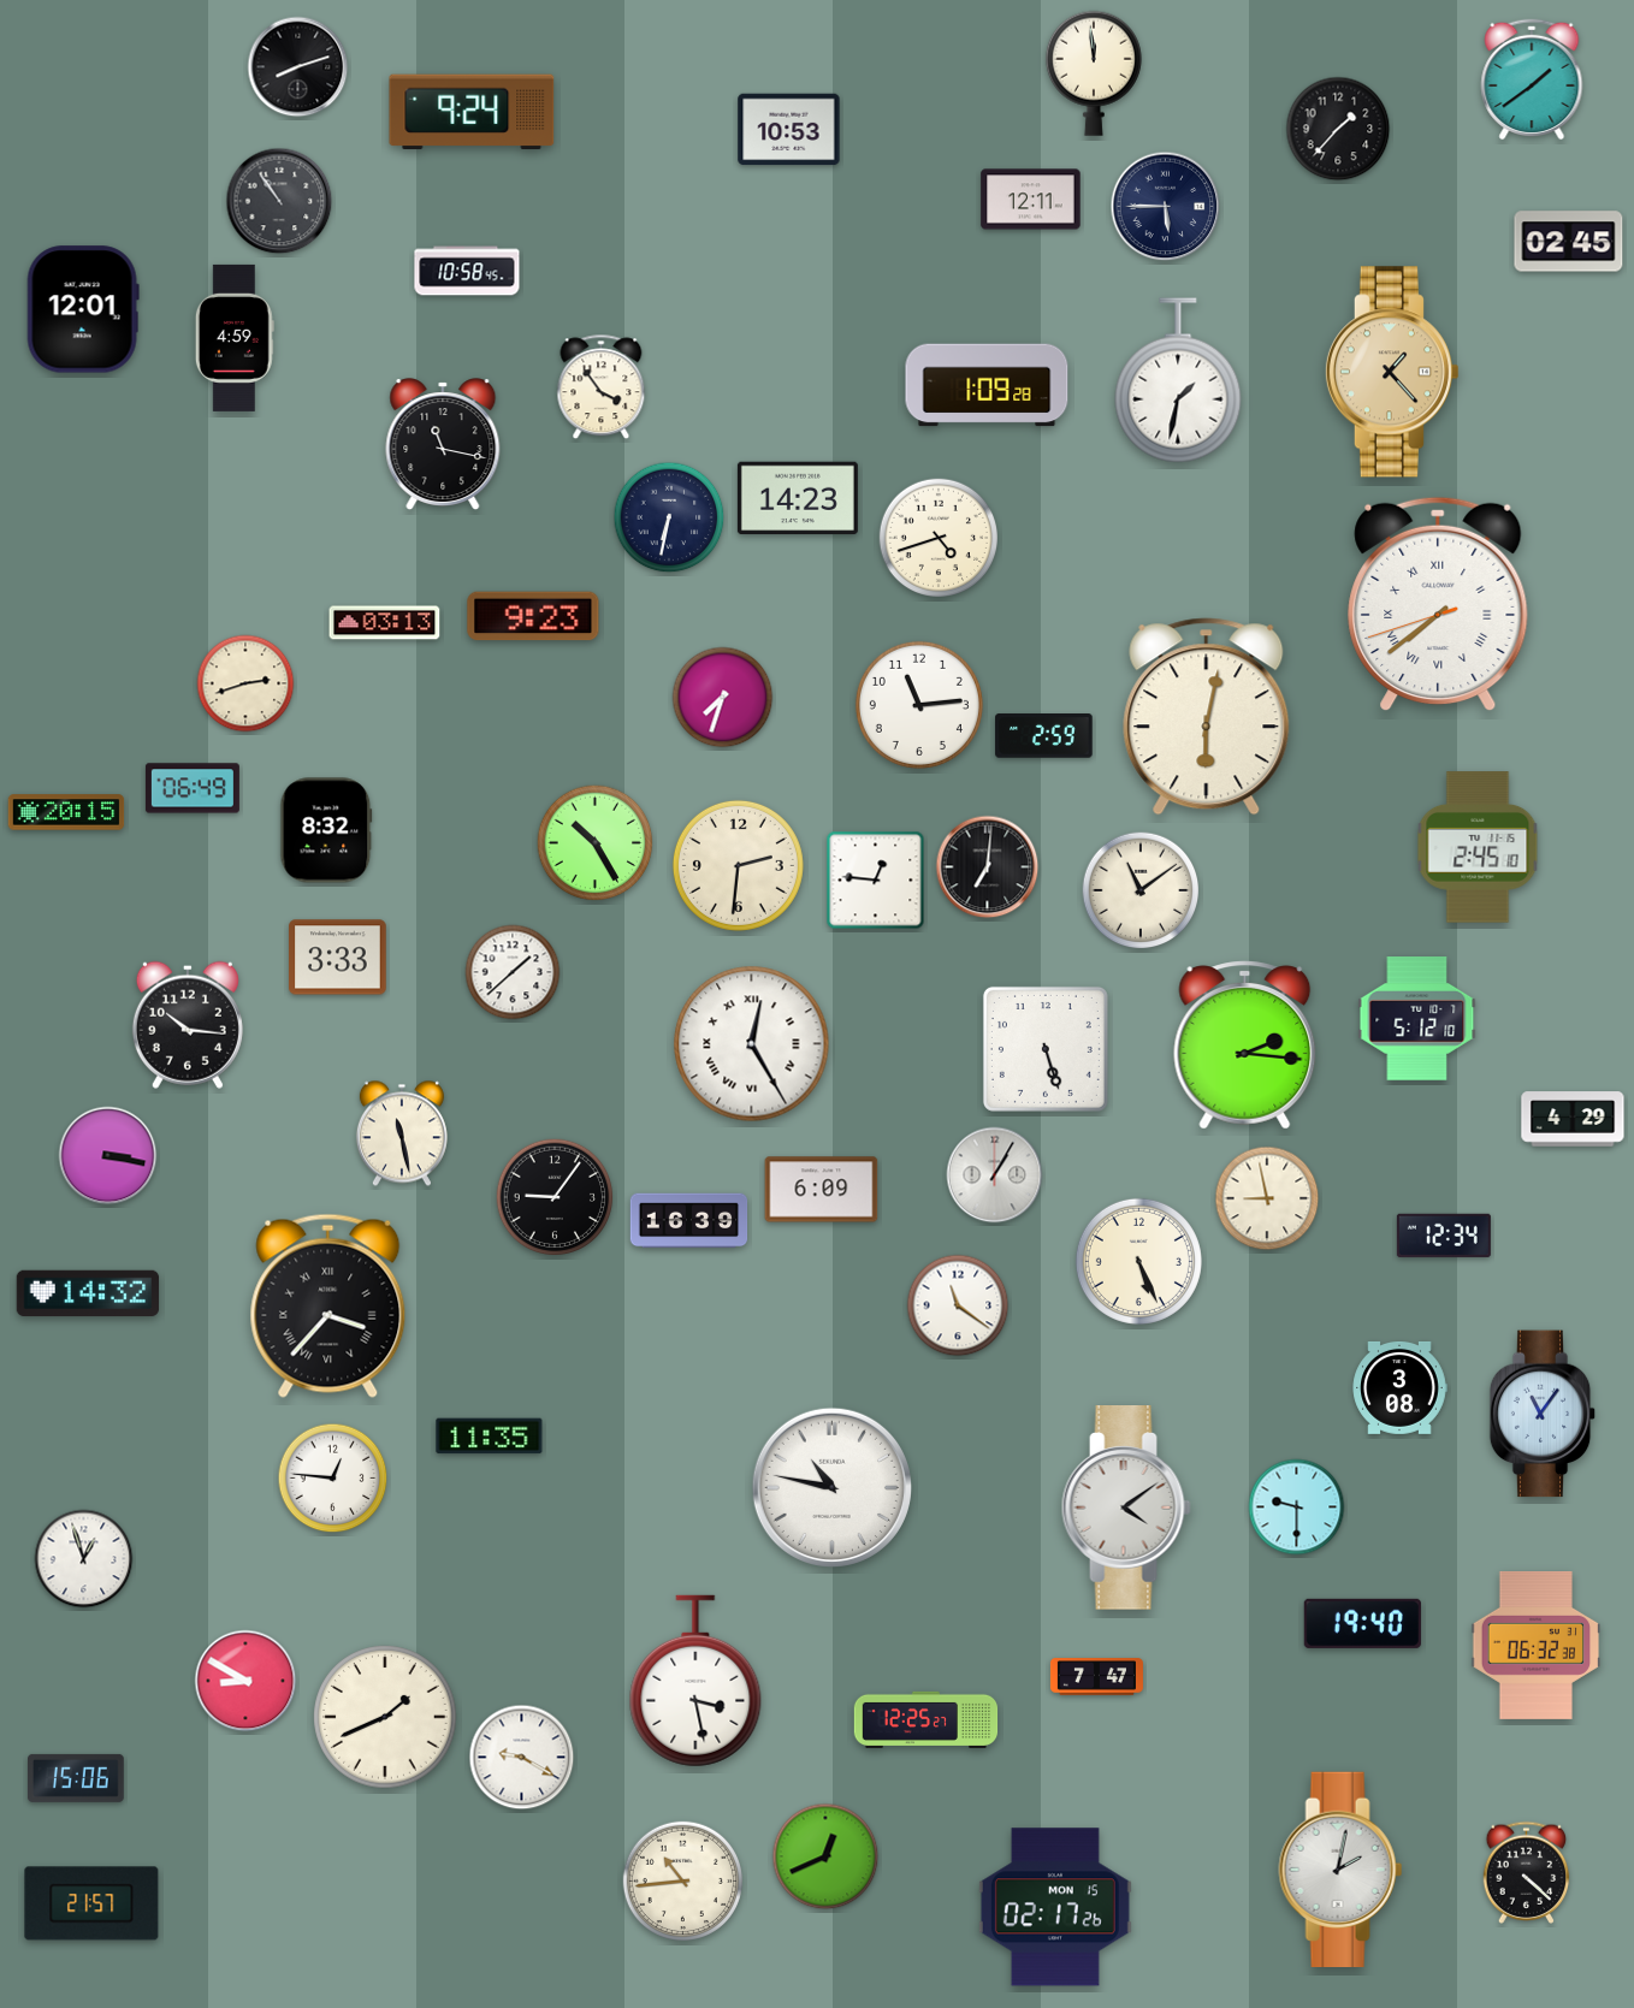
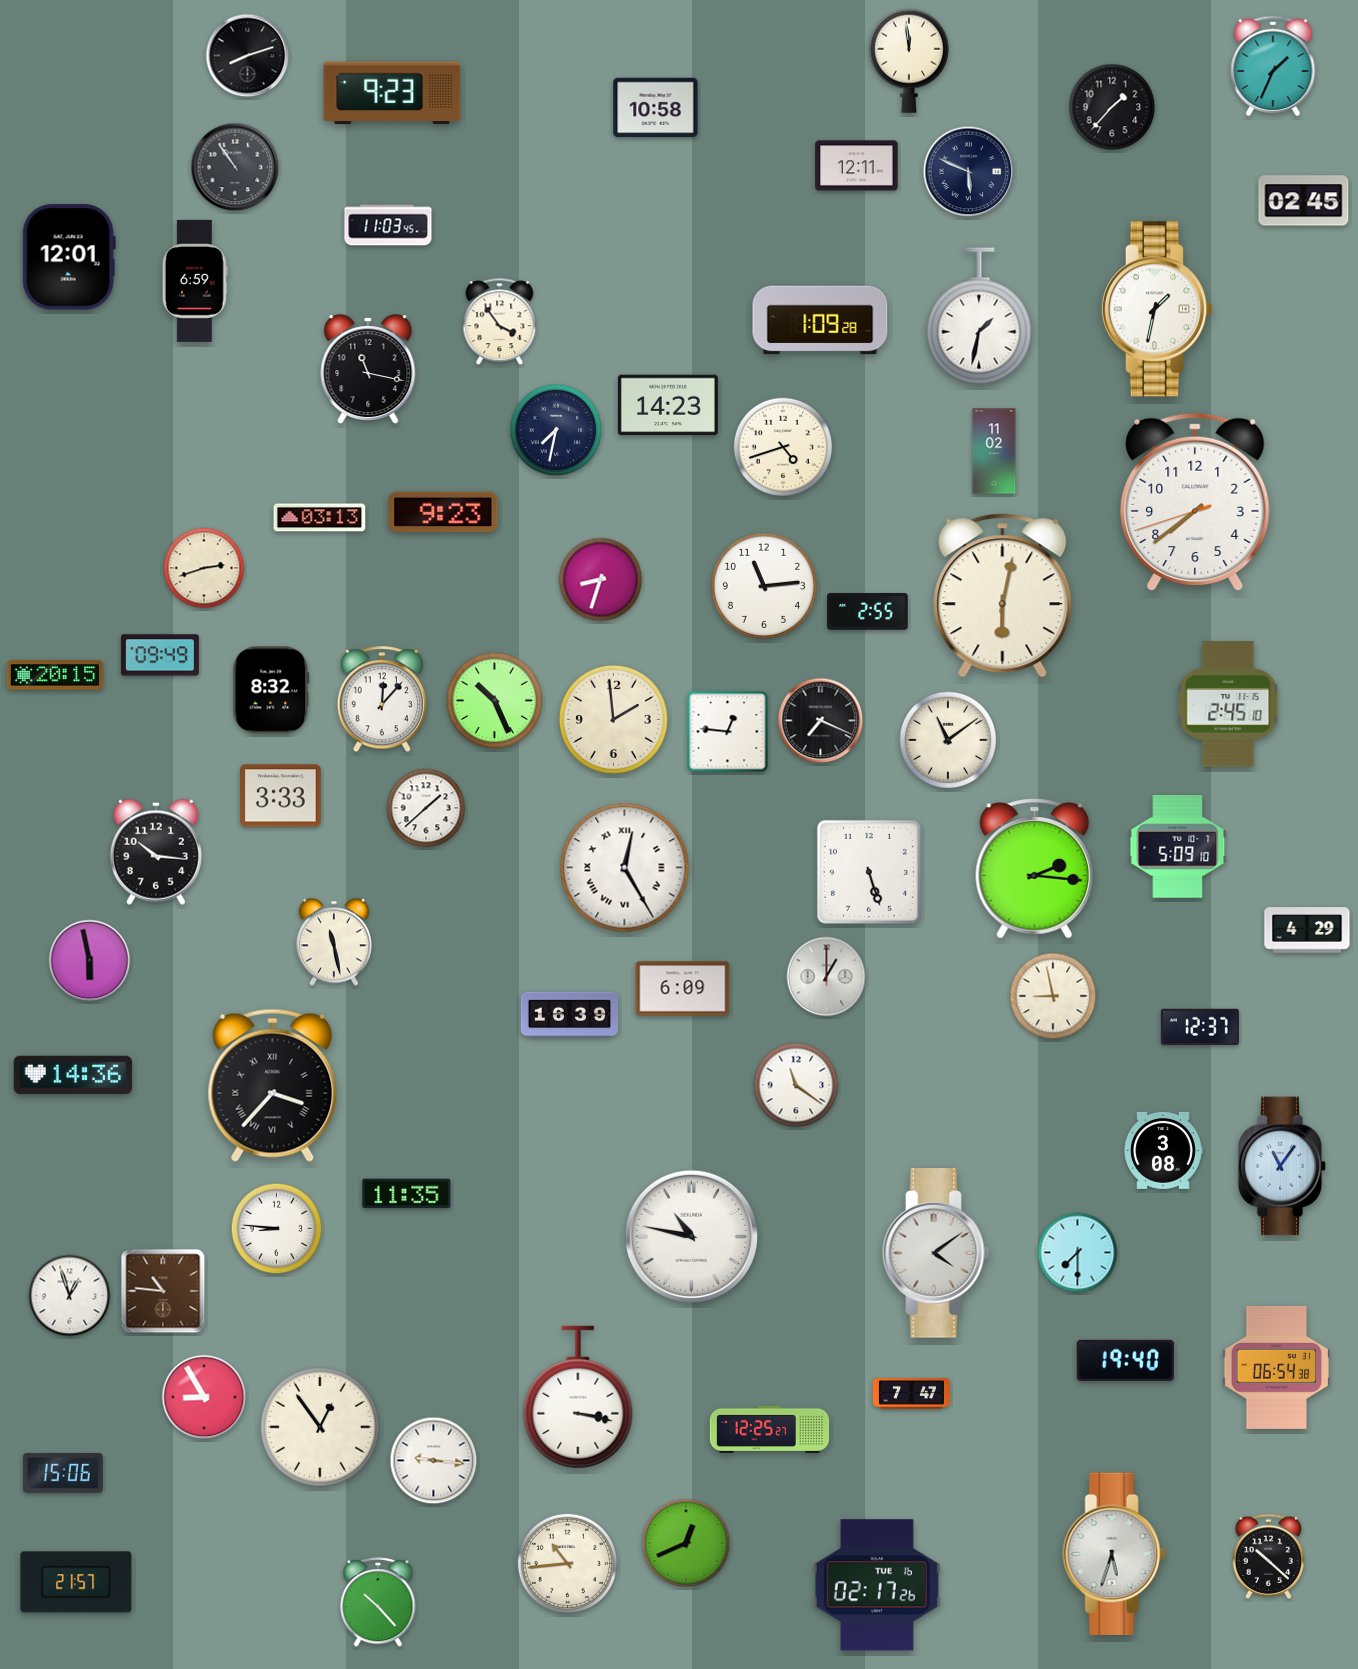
clock at (1532, 79): 1:39 -> 1:34
clock at (472, 112): 9:24 -> 9:23
clock at (789, 130): 10:53 -> 10:58
clock at (279, 201) position: (279, 201) -> (235, 167)
clock at (1166, 207): 5:45 -> 5:49
clock at (467, 271): 10:58 -> 11:03
clock at (235, 338): 4:59 -> 6:59
clock at (1391, 372): 1:23 -> 1:32
clock at (1391, 372) dial: champagne -> white
clock at (798, 498) position: (798, 498) -> (668, 405)
clock at (669, 517): 6:32 -> 7:32
clock at (937, 537) position: (937, 537) -> (782, 446)
clock at (994, 451): none -> 11:02
clock at (1438, 604) numerals: Roman -> Arabic
clock at (723, 698): 7:33 -> 8:33
clock at (1044, 736): 2:59 -> 2:55
clock at (193, 788): 06:49 -> 09:49
clock at (382, 700): none -> 12:07
clock at (596, 843): 10:25 -> 10:26
clock at (738, 865): 2:31 -> 1:59
clock at (988, 867): 7:01 -> 7:19
clock at (1417, 1019): 5:12 -> 5:09
clock at (108, 1156): 3:17 -> 5:58
clock at (995, 1175): 1:05 -> 1:00
clock at (555, 1197): 9:06 -> none
clock at (689, 1221) position: (689, 1221) -> (570, 1015)
clock at (1444, 1236): 12:34 -> 12:37
clock at (1138, 1261): 5:26 -> none
clock at (88, 1293): 14:32 -> 14:36
clock at (1399, 1387) position: (1399, 1387) -> (1163, 1150)
clock at (1543, 1414) position: (1543, 1414) -> (1282, 1166)
clock at (333, 1479): 12:46 -> 8:46
clock at (1297, 1508): 9:30 -> 7:30
clock at (163, 1291): none -> 10:46
clock at (1362, 1623) position: (1362, 1623) -> (1125, 1360)
clock at (1537, 1645): 06:32 -> 06:54
clock at (245, 1681): 8:50 -> 8:55
clock at (695, 1681): 3:28 -> 3:17
clock at (385, 1717): 1:41 -> 12:54
clock at (522, 1758): 9:20 -> 9:16
clock at (77, 1778) position: (77, 1778) -> (64, 1473)
clock at (1340, 1868): 2:02 -> 5:33
clock at (1527, 1872): 4:22 -> 10:22
clock at (1055, 1907) date: MON 15 -> TUE 16
clock at (378, 1603): none -> 10:23
